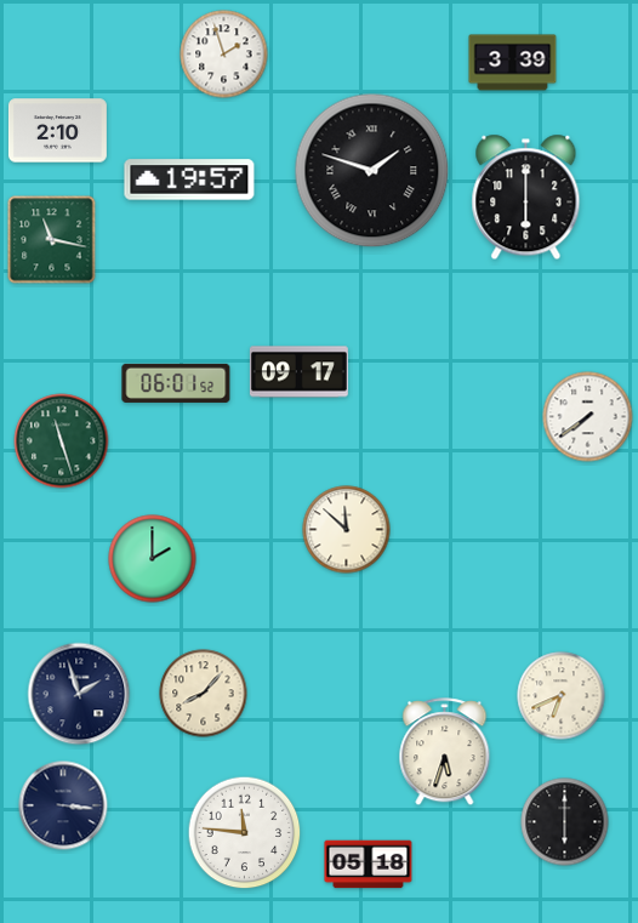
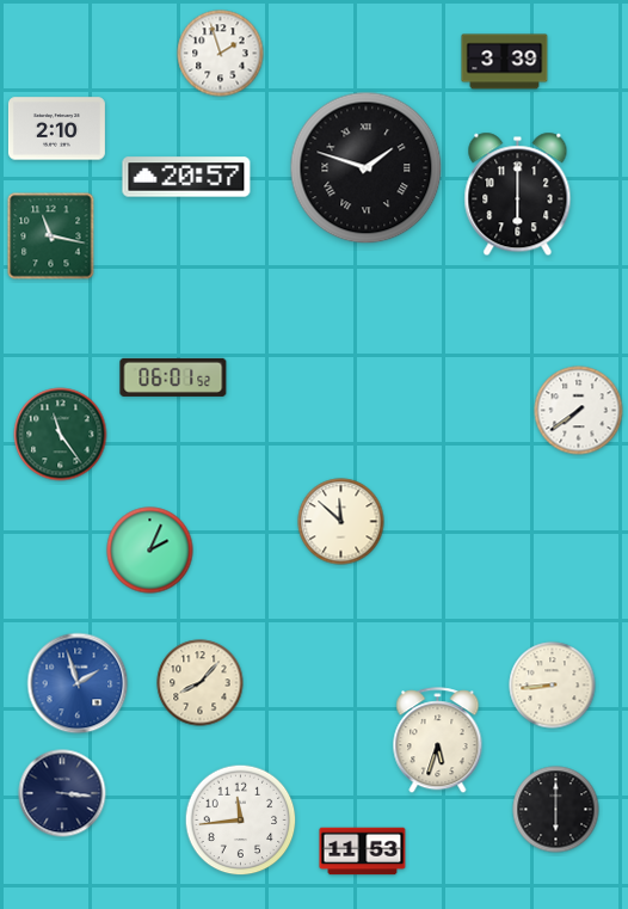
clock at (189, 180): 19:57 -> 20:57
clock at (298, 372): 09:17 -> none
clock at (62, 441): 11:27 -> 11:24
clock at (153, 559): 2:00 -> 2:04
clock at (79, 694) dial: navy -> blue
clock at (562, 696): 6:41 -> 8:44
clock at (245, 833): 11:46 -> 11:44
clock at (369, 865): 05:18 -> 11:53
